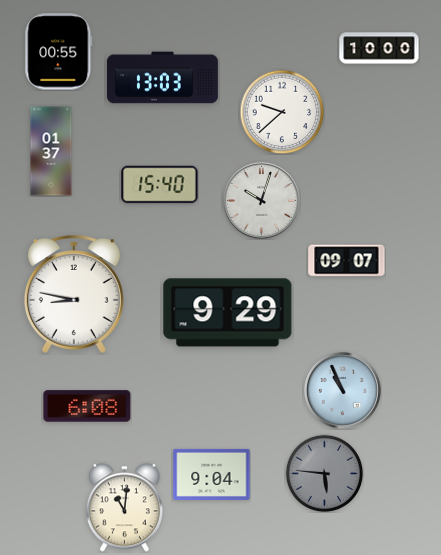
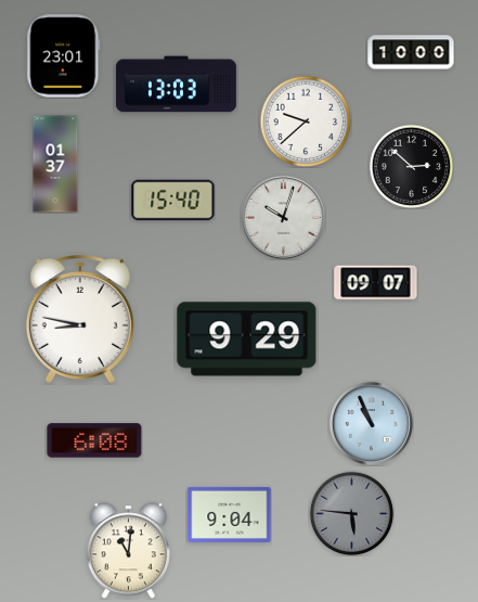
clock at (59, 52): 00:55 -> 23:01
clock at (411, 166): none -> 2:52
clock at (124, 508) position: (124, 508) -> (128, 551)
